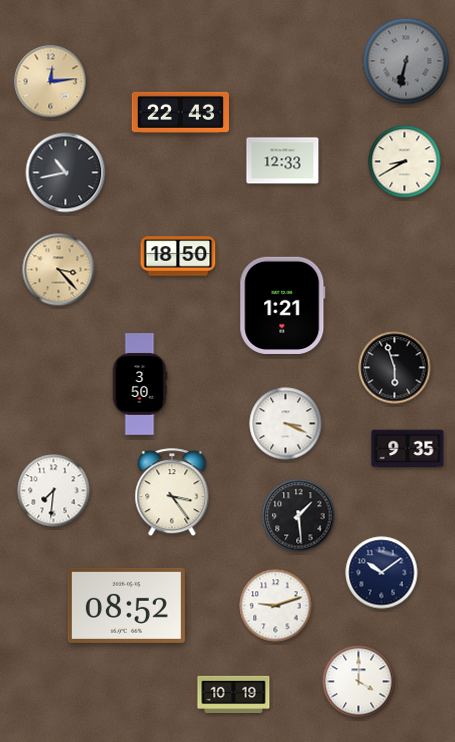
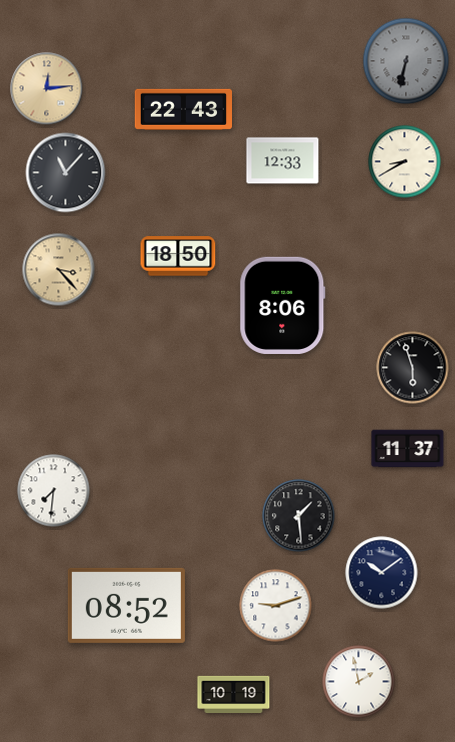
clock at (51, 82) position: (51, 82) -> (47, 89)
clock at (180, 112) position: (180, 112) -> (183, 109)
clock at (66, 173): 10:43 -> 11:07
clock at (283, 305): 1:21 -> 8:06
clock at (395, 368) position: (395, 368) -> (413, 368)
clock at (140, 384): 3:50 -> none
clock at (286, 424): 3:19 -> none
clock at (408, 449): 9:35 -> 11:37
clock at (172, 493): 3:24 -> none
clock at (359, 682): 4:00 -> 1:58
